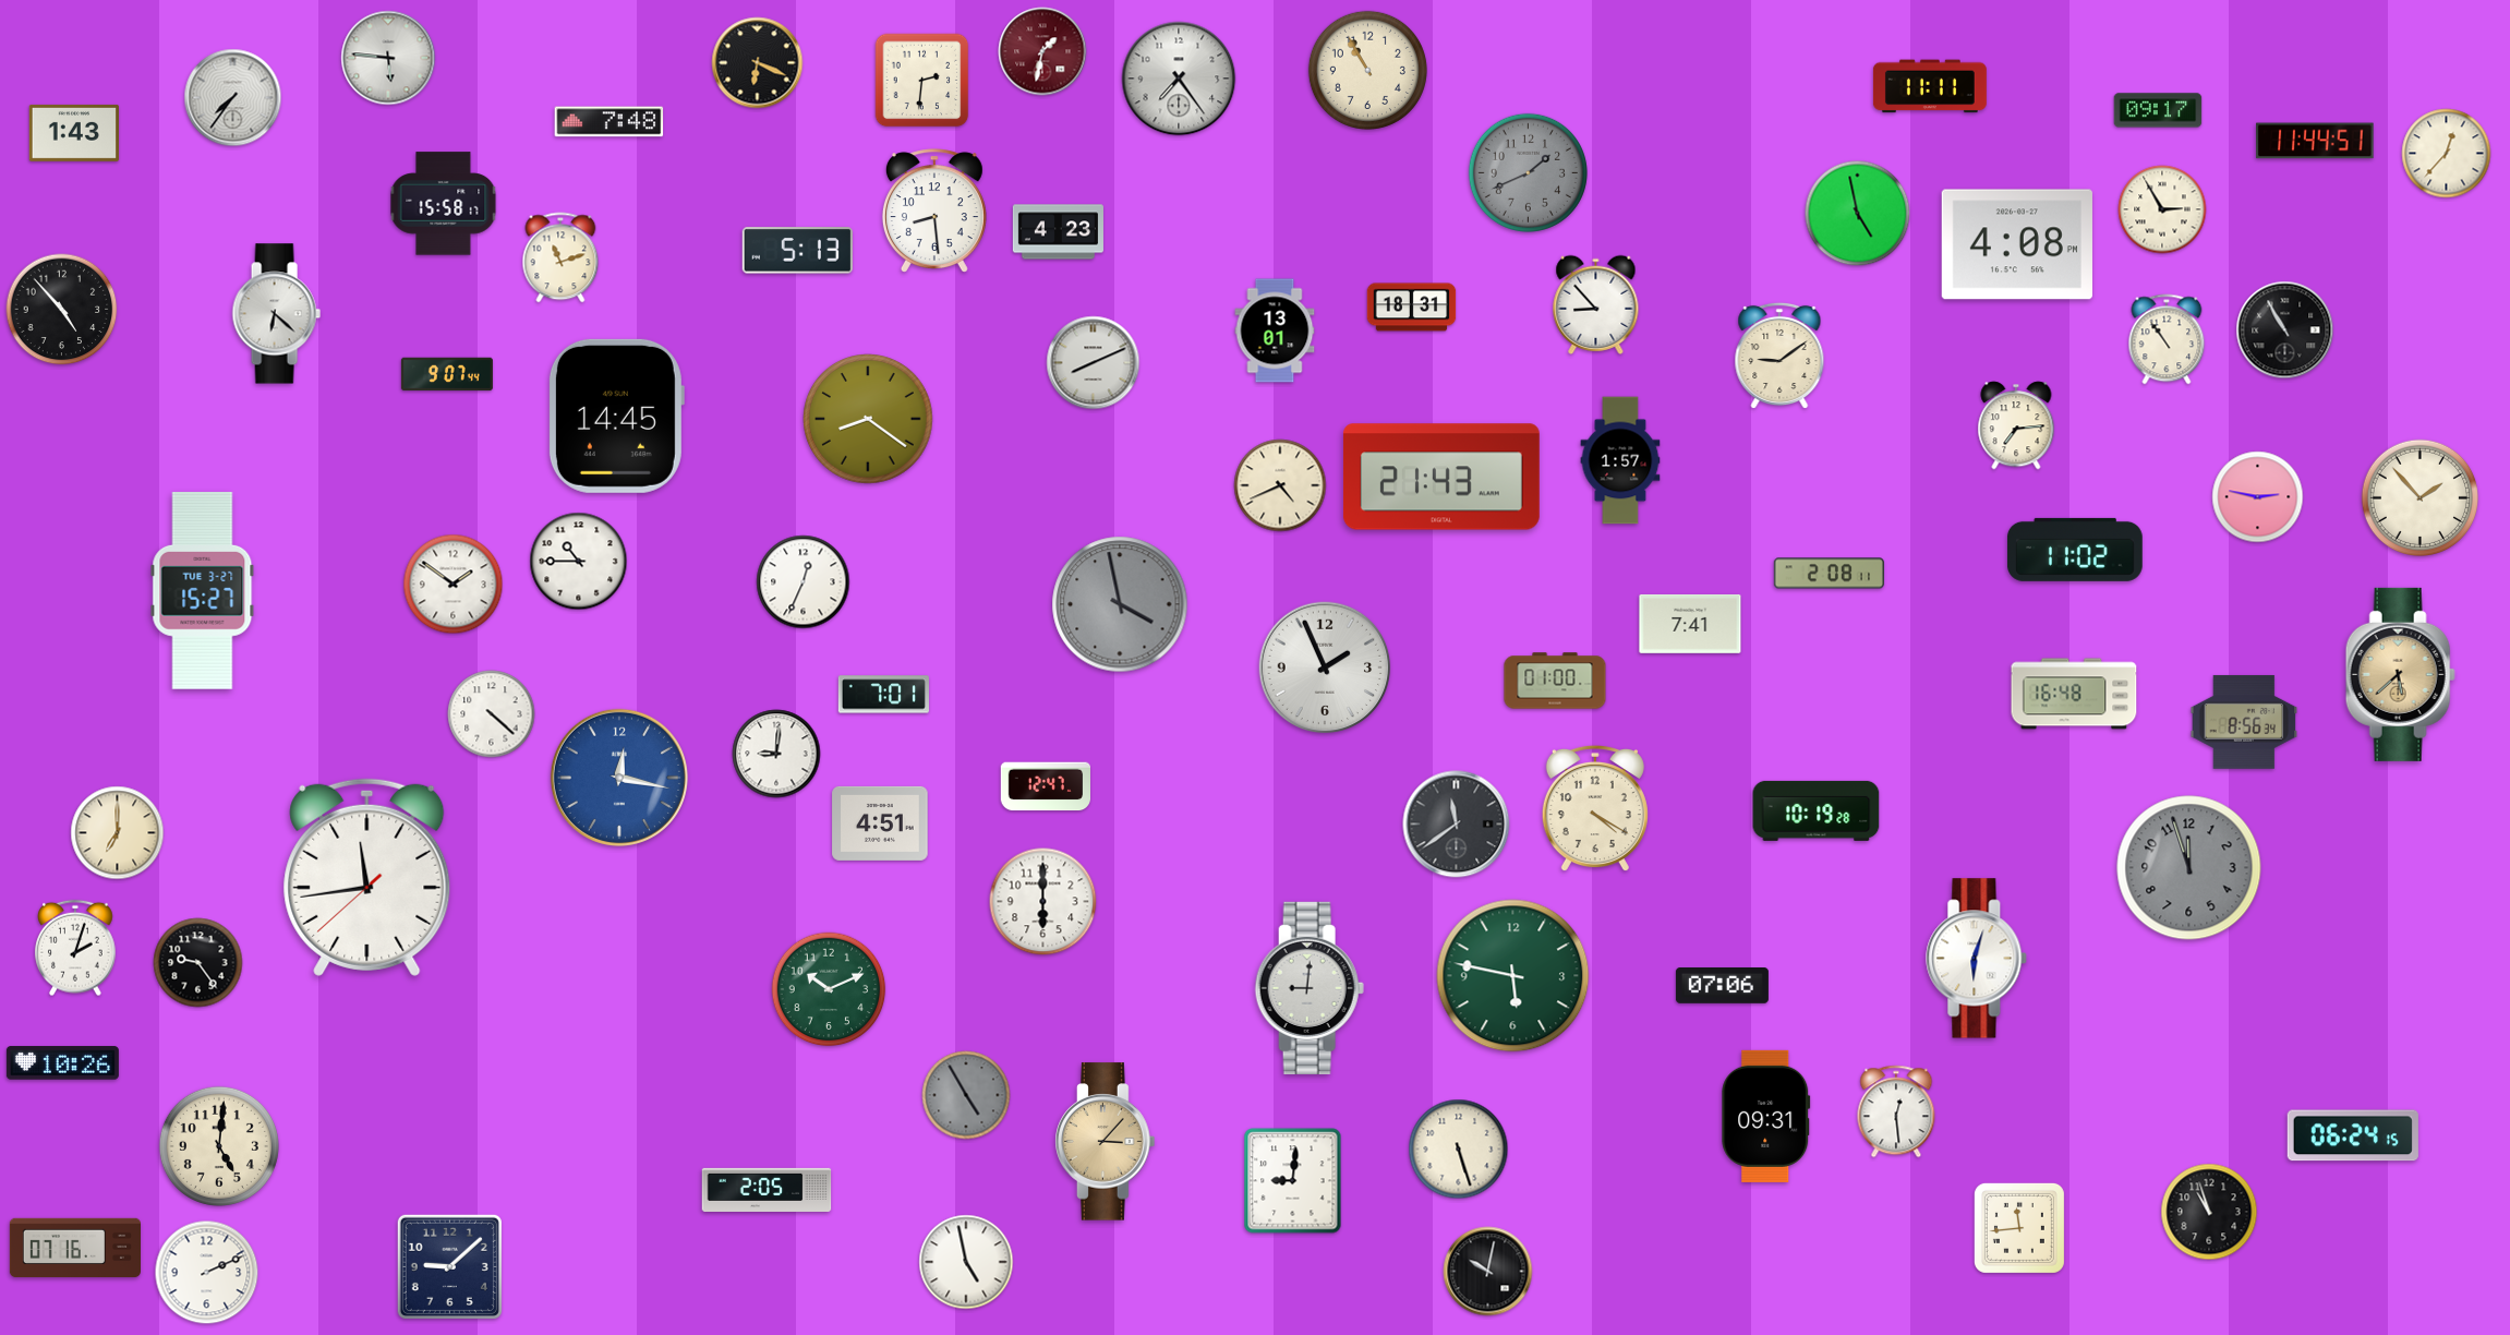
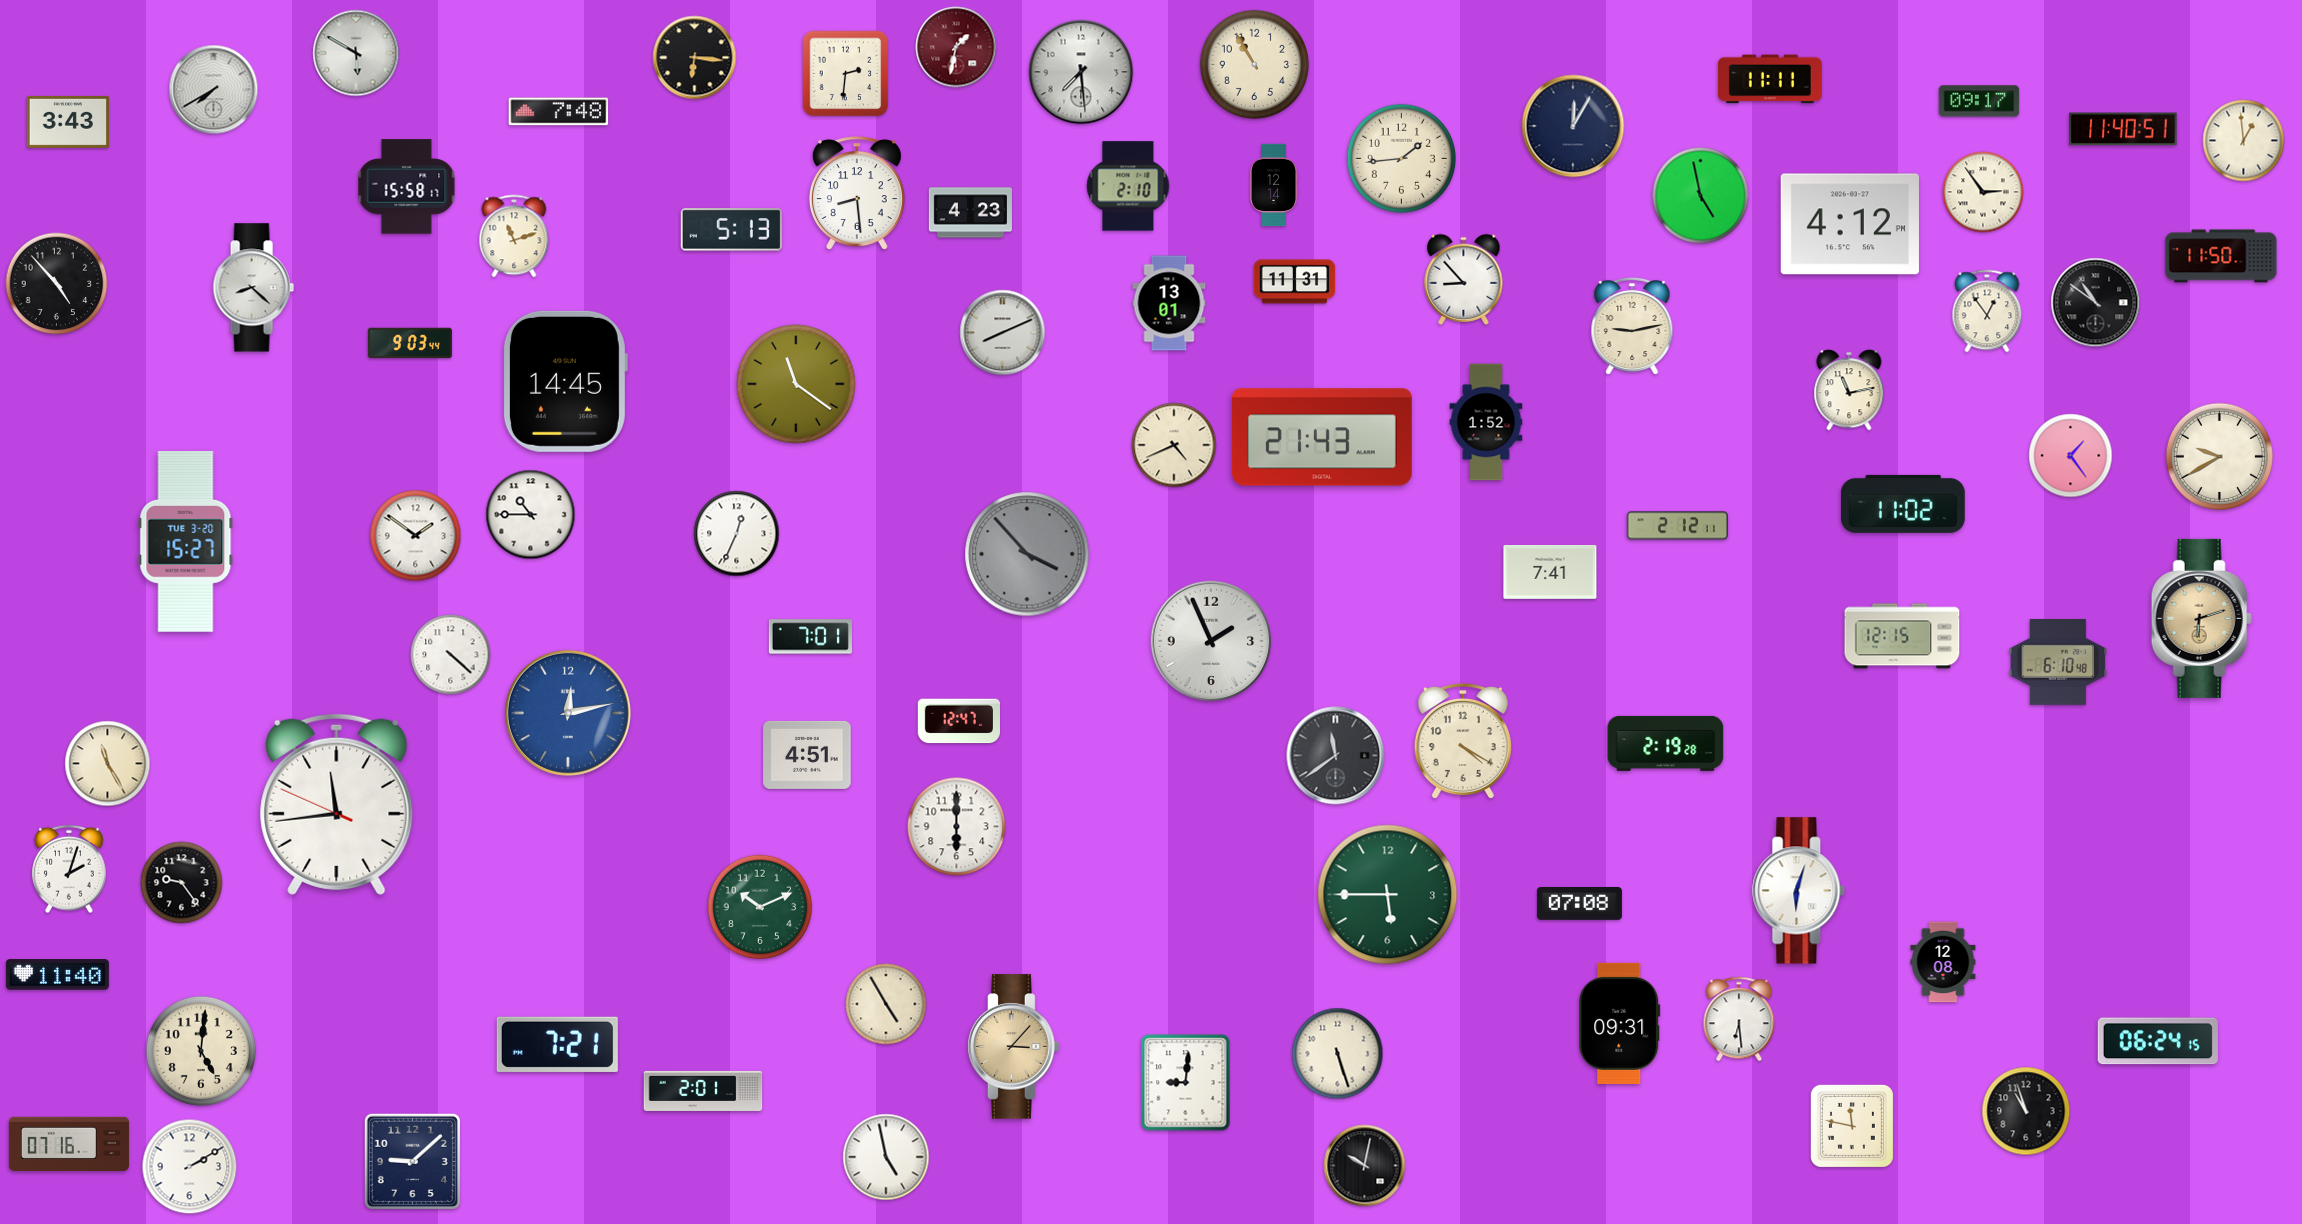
clock at (388, 58): 5:46 -> 5:50
clock at (758, 63): 6:19 -> 6:16
clock at (1179, 79): 7:24 -> 7:29
clock at (233, 98): 7:36 -> 7:40
clock at (73, 133): 1:43 -> 3:43
clock at (1573, 126): none -> 12:05
clock at (2315, 141): 11:44 -> 11:40
clock at (2447, 154): 12:37 -> 12:59
clock at (1528, 172): 1:41 -> 1:44
clock at (1528, 172) dial: grey -> cream
clock at (1275, 185): none -> 12:14
clock at (1128, 186): none -> 2:10
clock at (2162, 209): 2:55 -> 2:54
clock at (1858, 214) position: (1858, 214) -> (1701, 196)
clock at (2017, 244): 4:08 -> 4:12
clock at (2221, 256): none -> 11:50
clock at (1412, 308): 18:31 -> 11:31
clock at (276, 314): 6:22 -> 8:22
clock at (2285, 330): 10:55 -> 10:51
clock at (2167, 339): 10:54 -> 12:54
clock at (1779, 356): 9:09 -> 9:13
clock at (447, 374): 9:07 -> 9:03
clock at (869, 420): 8:21 -> 11:21
clock at (2016, 425): 7:14 -> 11:13
clock at (1620, 460): 1:57 -> 1:52
clock at (2258, 497): 2:47 -> 1:24
clock at (2420, 497): 1:53 -> 9:40
clock at (1829, 574): 2:08 -> 2:12
clock at (203, 590) date: TUE 3-27 -> TUE 3-20
clock at (1120, 604): 3:58 -> 3:53
clock at (1325, 667) position: (1325, 667) -> (1211, 641)
clock at (2400, 674): 5:38 -> 6:12
clock at (1555, 681): 01:00 -> none
clock at (2074, 694): 16:48 -> 12:15
clock at (2244, 722): 8:56 -> 6:10
clock at (776, 754): 9:01 -> none
clock at (619, 778): 12:17 -> 12:13
clock at (1817, 810): 10:19 -> 2:19
clock at (118, 833): 7:00 -> 11:25
clock at (2189, 868): 11:57 -> none
clock at (367, 877): 11:43:38 -> 11:43:49
clock at (1977, 959) position: (1977, 959) -> (1799, 891)
clock at (1513, 976): 5:47 -> 5:45
clock at (1722, 986): 07:06 -> 07:08
clock at (1310, 988): 9:01 -> none
clock at (1943, 962): none -> 12:08
clock at (62, 1063): 10:26 -> 11:40
clock at (966, 1095) dial: grey -> cream
clock at (1896, 1111): 12:29 -> 6:29
clock at (557, 1044): none -> 7:21
clock at (767, 1190): 2:05 -> 2:01
clock at (2019, 1228): 11:44 -> 11:47
clock at (207, 1273): 2:11 -> 2:10
